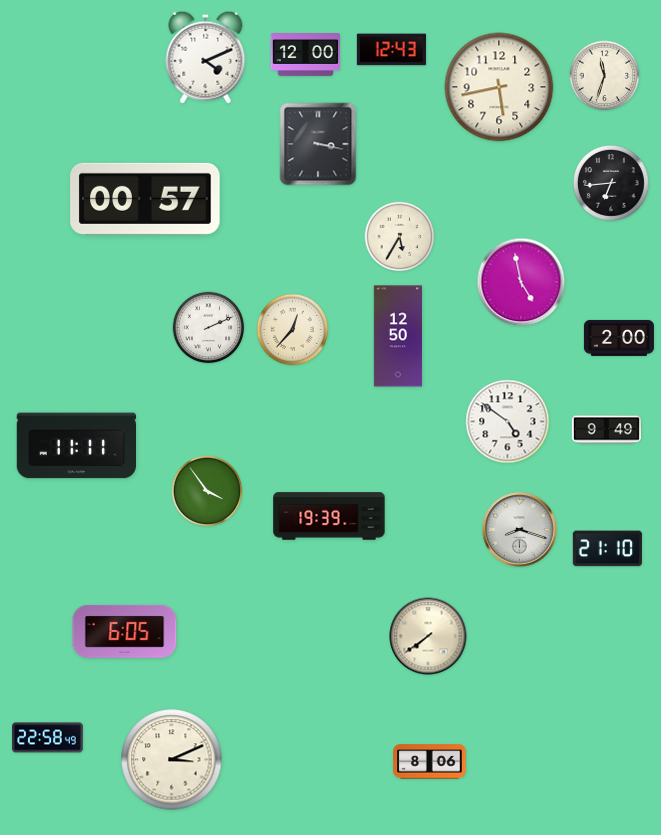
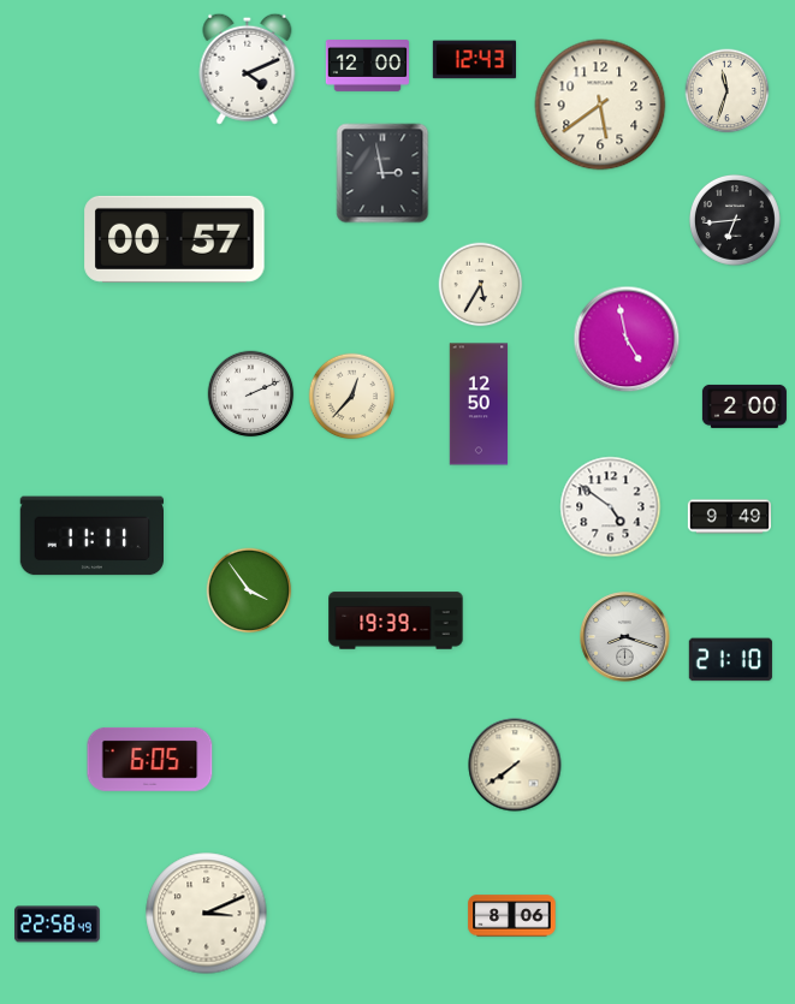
clock at (391, 50) position: (391, 50) -> (474, 60)
clock at (499, 87): 5:43 -> 5:39
clock at (318, 144): 3:17 -> 2:58
clock at (48, 738) position: (48, 738) -> (58, 925)
clock at (430, 762) position: (430, 762) -> (512, 916)
